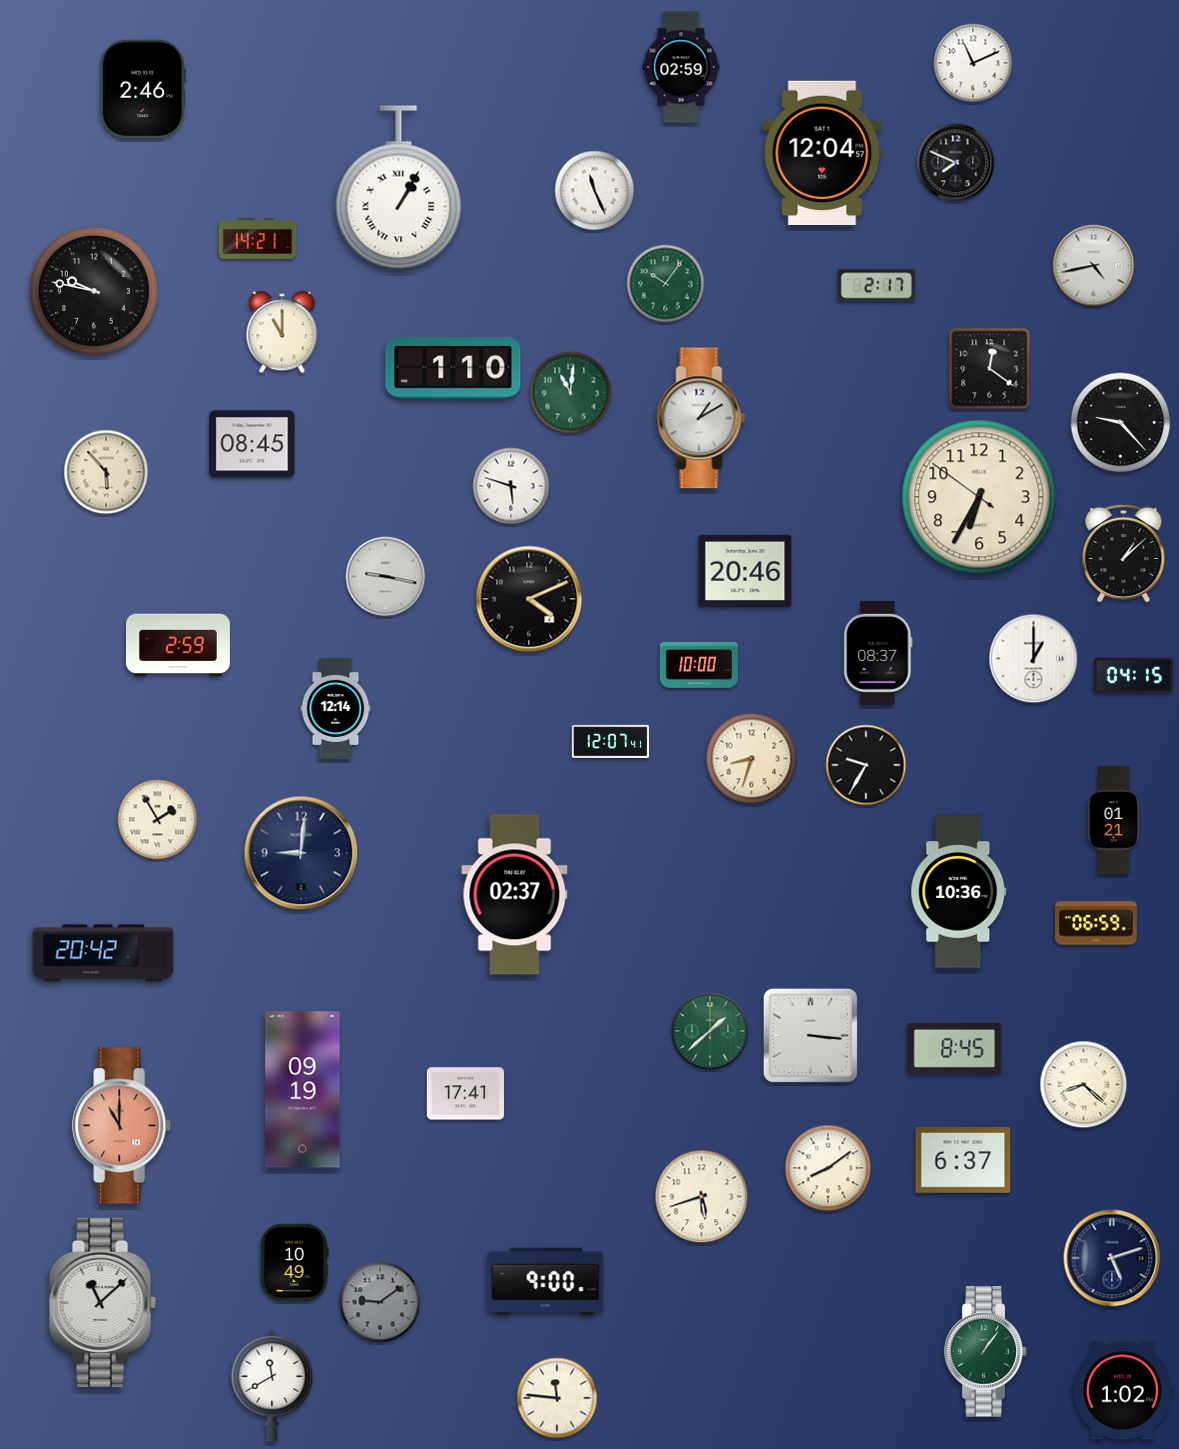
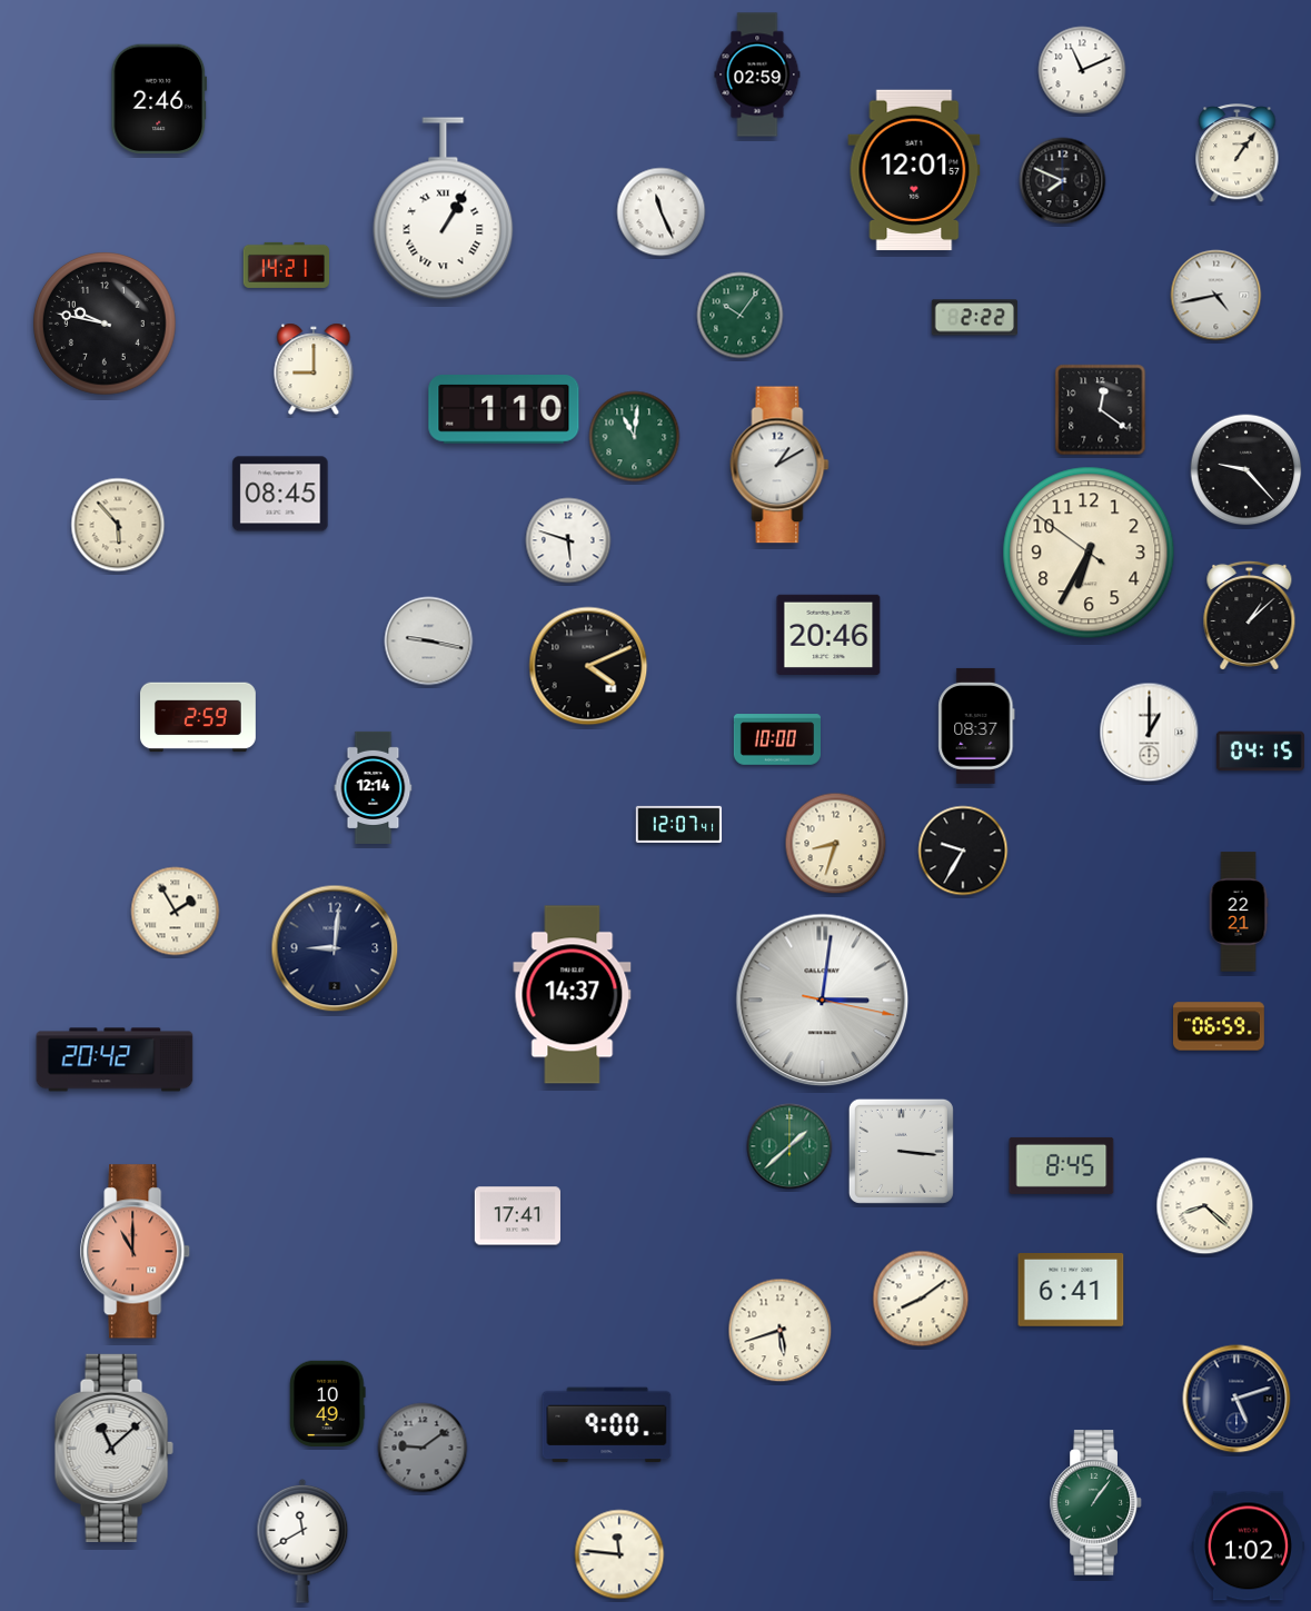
clock at (1238, 153): none -> 1:06
clock at (822, 153): 12:04 -> 12:01
clock at (876, 286): 2:17 -> 2:22
clock at (282, 332): 11:00 -> 9:00
clock at (1114, 820): 01:21 -> 22:21
clock at (959, 892): 10:36 -> none
clock at (515, 895): 02:37 -> 14:37
clock at (823, 1001): none -> 3:01
clock at (303, 1090): 09:19 -> none
clock at (963, 1161): 6:37 -> 6:41
